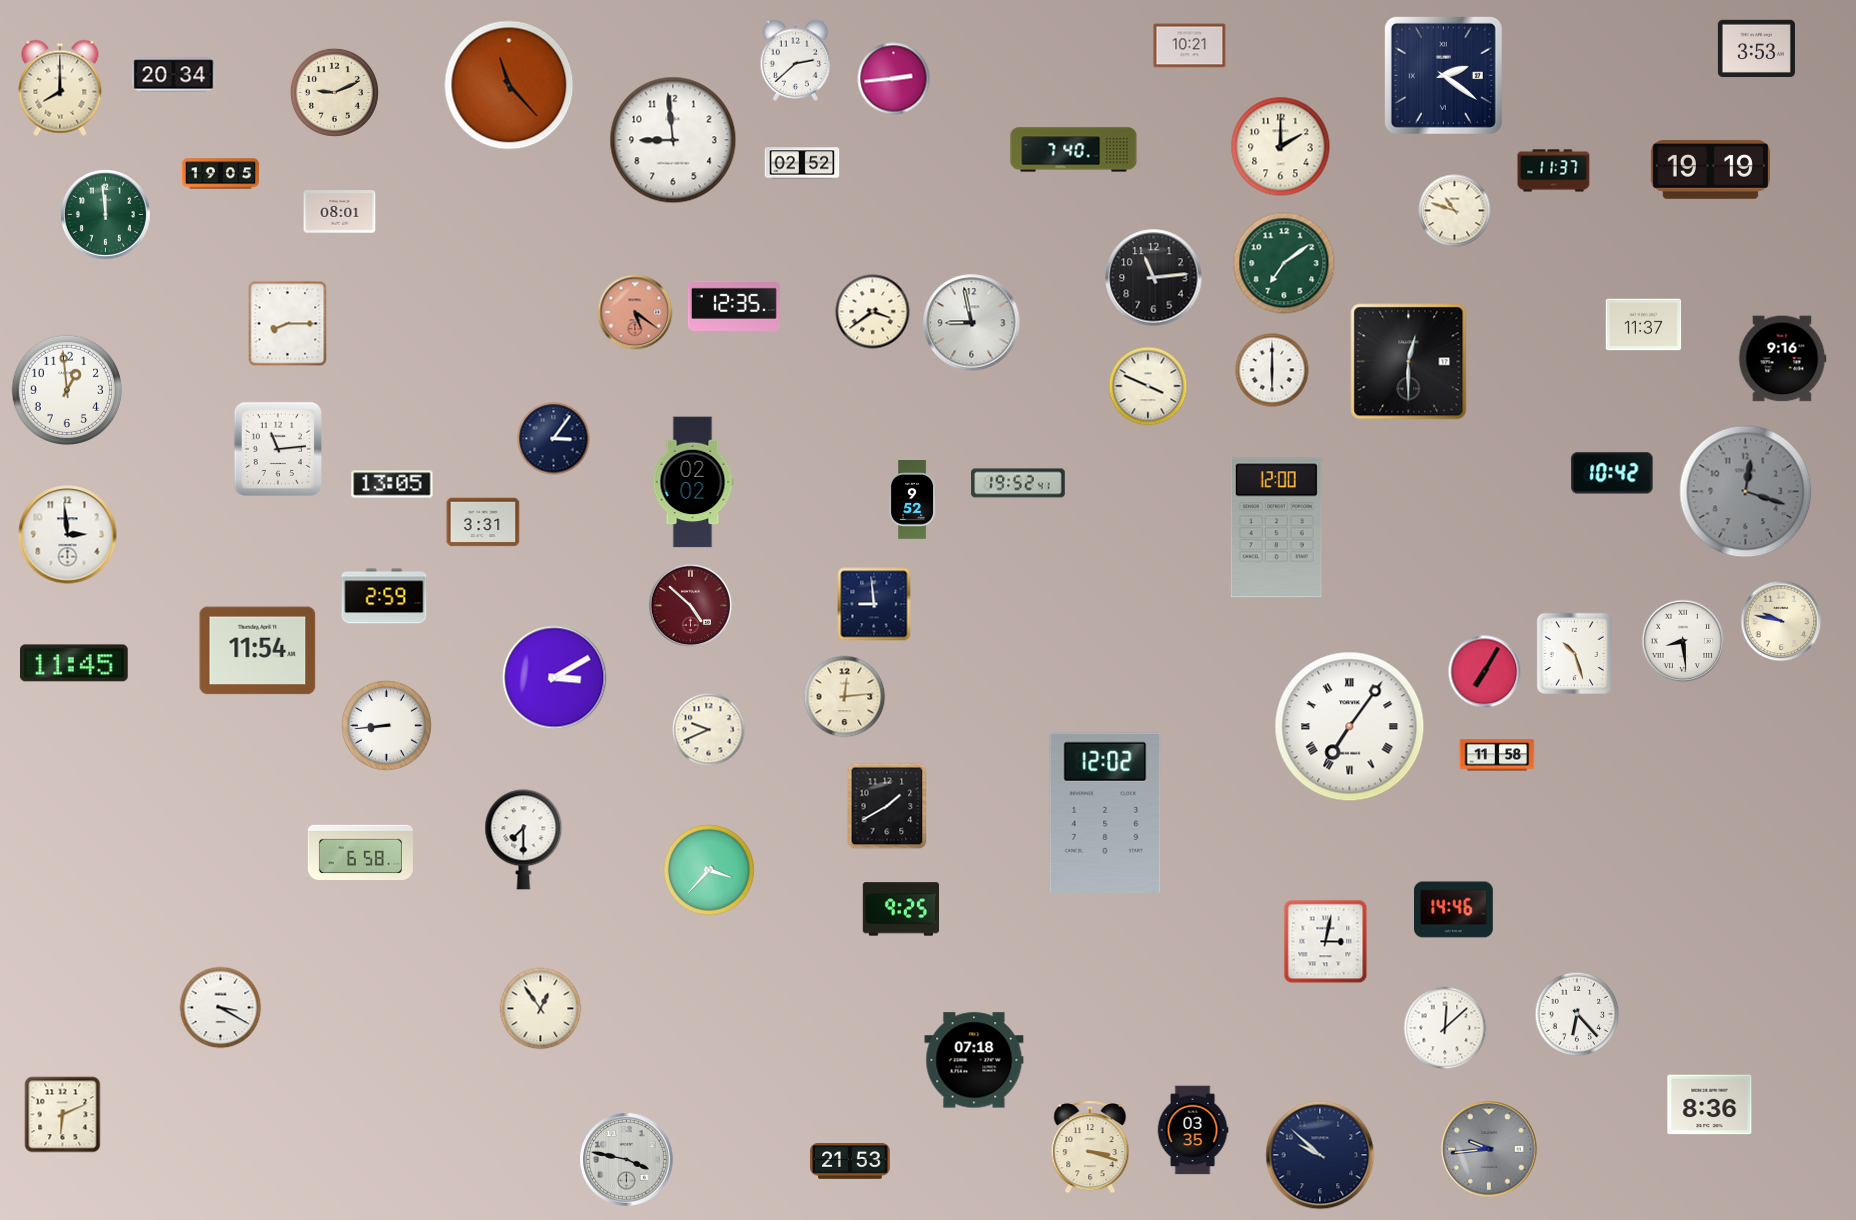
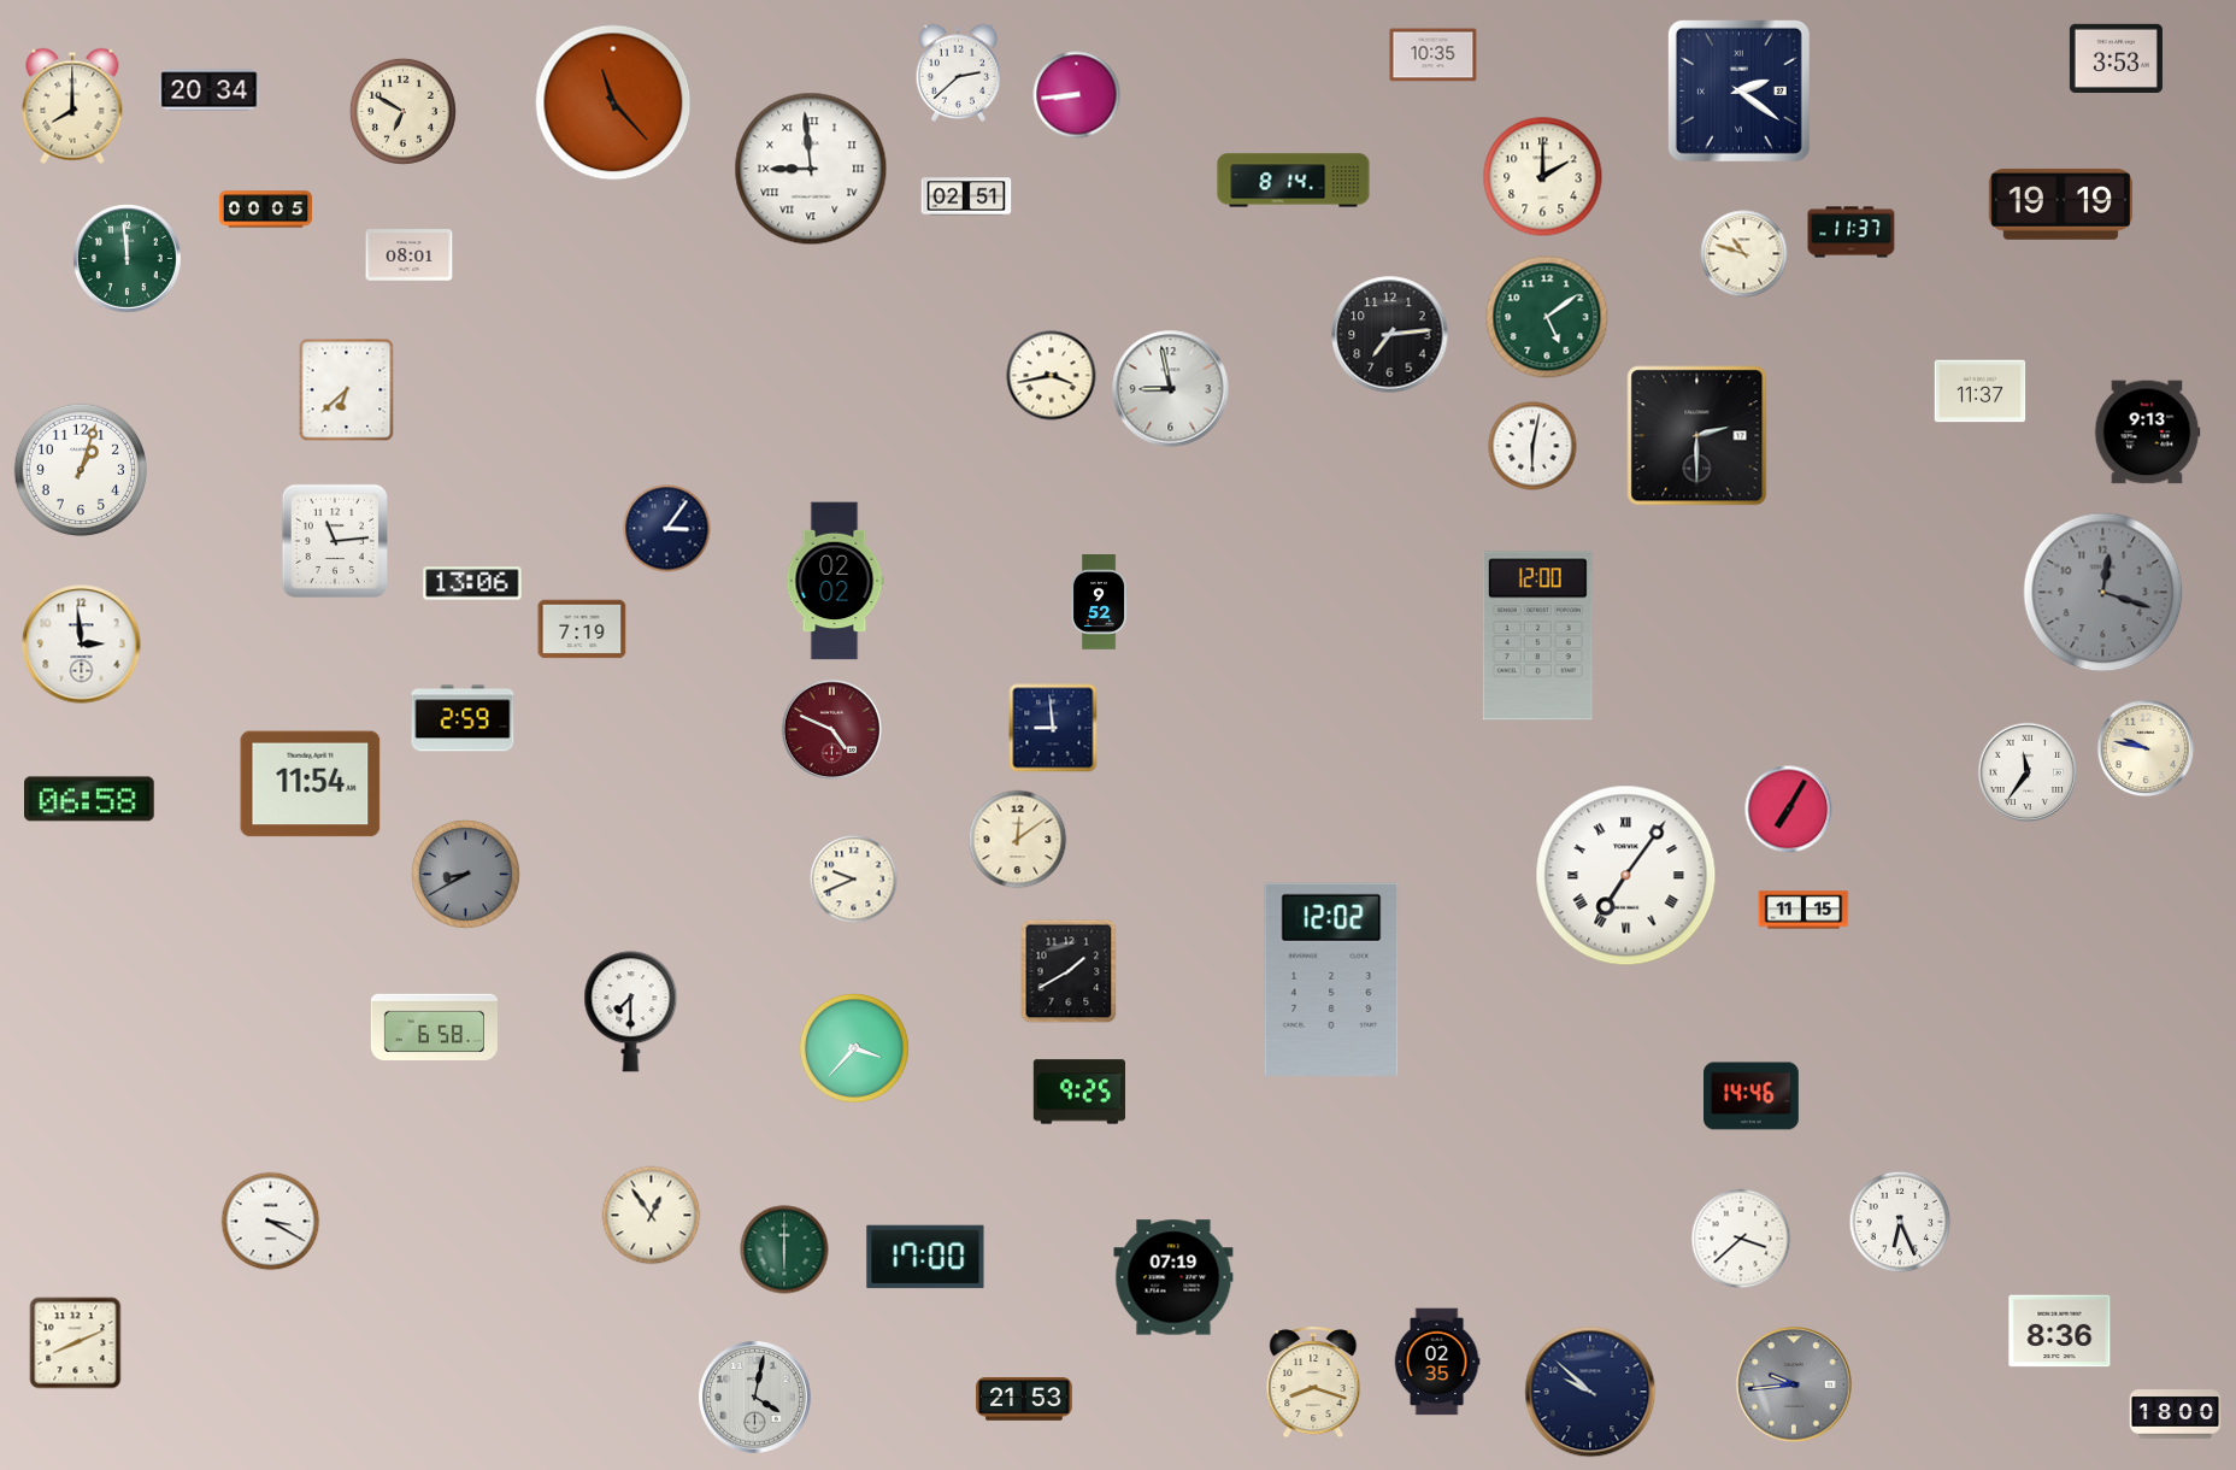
clock at (1190, 46): 10:21 -> 10:35
clock at (894, 79): 2:44 -> 8:44
clock at (334, 92): 9:11 -> 6:50
clock at (673, 140) numerals: Arabic -> Roman
clock at (1074, 150): 7:40 -> 8:14
clock at (802, 163): 02:52 -> 02:51
clock at (1554, 171) position: (1554, 171) -> (1852, 233)
clock at (220, 174): 19:05 -> 00:05
clock at (1455, 211) position: (1455, 211) -> (1744, 254)
clock at (1284, 263): 7:09 -> 5:09
clock at (1154, 278): 11:14 -> 7:14
clock at (734, 306): 12:35 -> none
clock at (635, 312): 5:21 -> none
clock at (873, 312): 3:39 -> 3:43
clock at (288, 324): 8:15 -> 6:38
clock at (1782, 359): 9:16 -> 9:13
clock at (1409, 362): 12:30 -> 2:30
clock at (1272, 370): 6:00 -> 6:02
clock at (1148, 386): 3:49 -> none
clock at (67, 390): 12:59 -> 1:03
clock at (1612, 473): 10:42 -> none
clock at (1018, 483): 19:52 -> none
clock at (392, 484): 13:05 -> 13:06
clock at (483, 522): 3:31 -> 7:19
clock at (691, 606): 4:52 -> 4:49
clock at (1683, 641): 8:29 -> 11:36
clock at (1574, 653): 10:27 -> none
clock at (75, 663): 11:45 -> 06:58
clock at (555, 678): 3:10 -> none
clock at (845, 697): 12:14 -> 12:09
clock at (386, 725): 8:44 -> 8:40
clock at (386, 725) dial: white -> grey
clock at (1497, 755): 11:58 -> 11:15
clock at (900, 909) position: (900, 909) -> (1078, 1092)
clock at (1326, 942): 3:02 -> none
clock at (221, 1008) position: (221, 1008) -> (271, 1222)
clock at (1577, 1014): 6:23 -> 6:26
clock at (1445, 1028): 12:08 -> 3:38
clock at (784, 1249): none -> 6:00
clock at (925, 1257): none -> 17:00
clock at (974, 1060): 07:18 -> 07:19
clock at (63, 1115): 6:11 -> 8:11
clock at (1193, 1130): 03:35 -> 02:35
clock at (1090, 1147): 3:18 -> 8:18
clock at (627, 1160): 3:47 -> 4:02
clock at (2176, 1415): none -> 18:00
